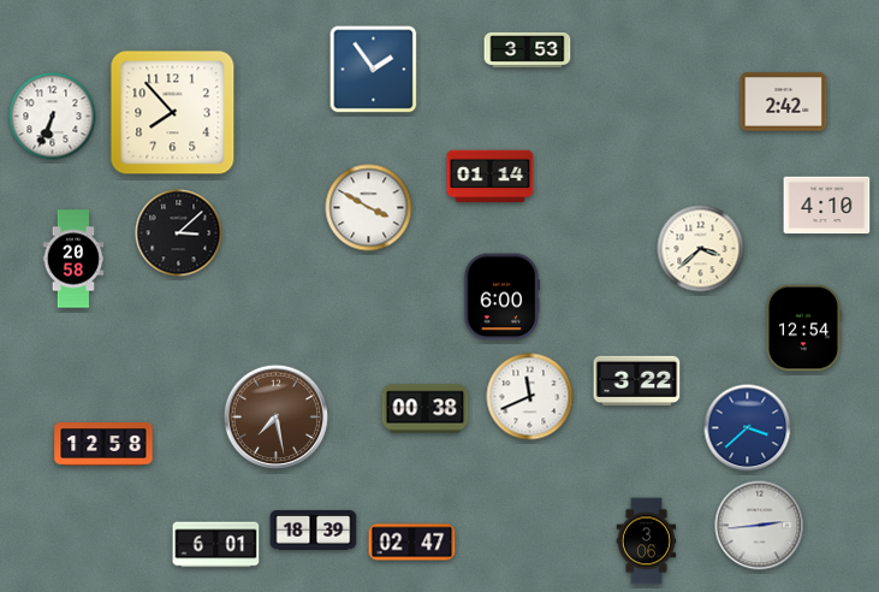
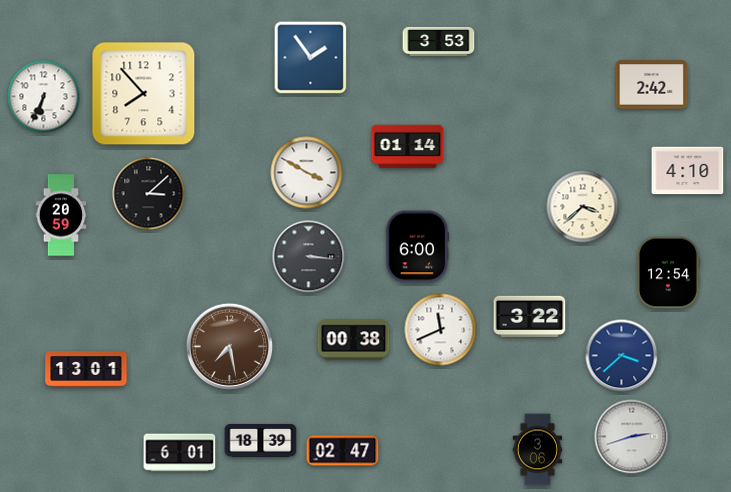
clock at (73, 259): 20:58 -> 20:59
clock at (309, 257): none -> 3:16
clock at (103, 445): 12:58 -> 13:01
clock at (760, 526): 2:44 -> 2:42
